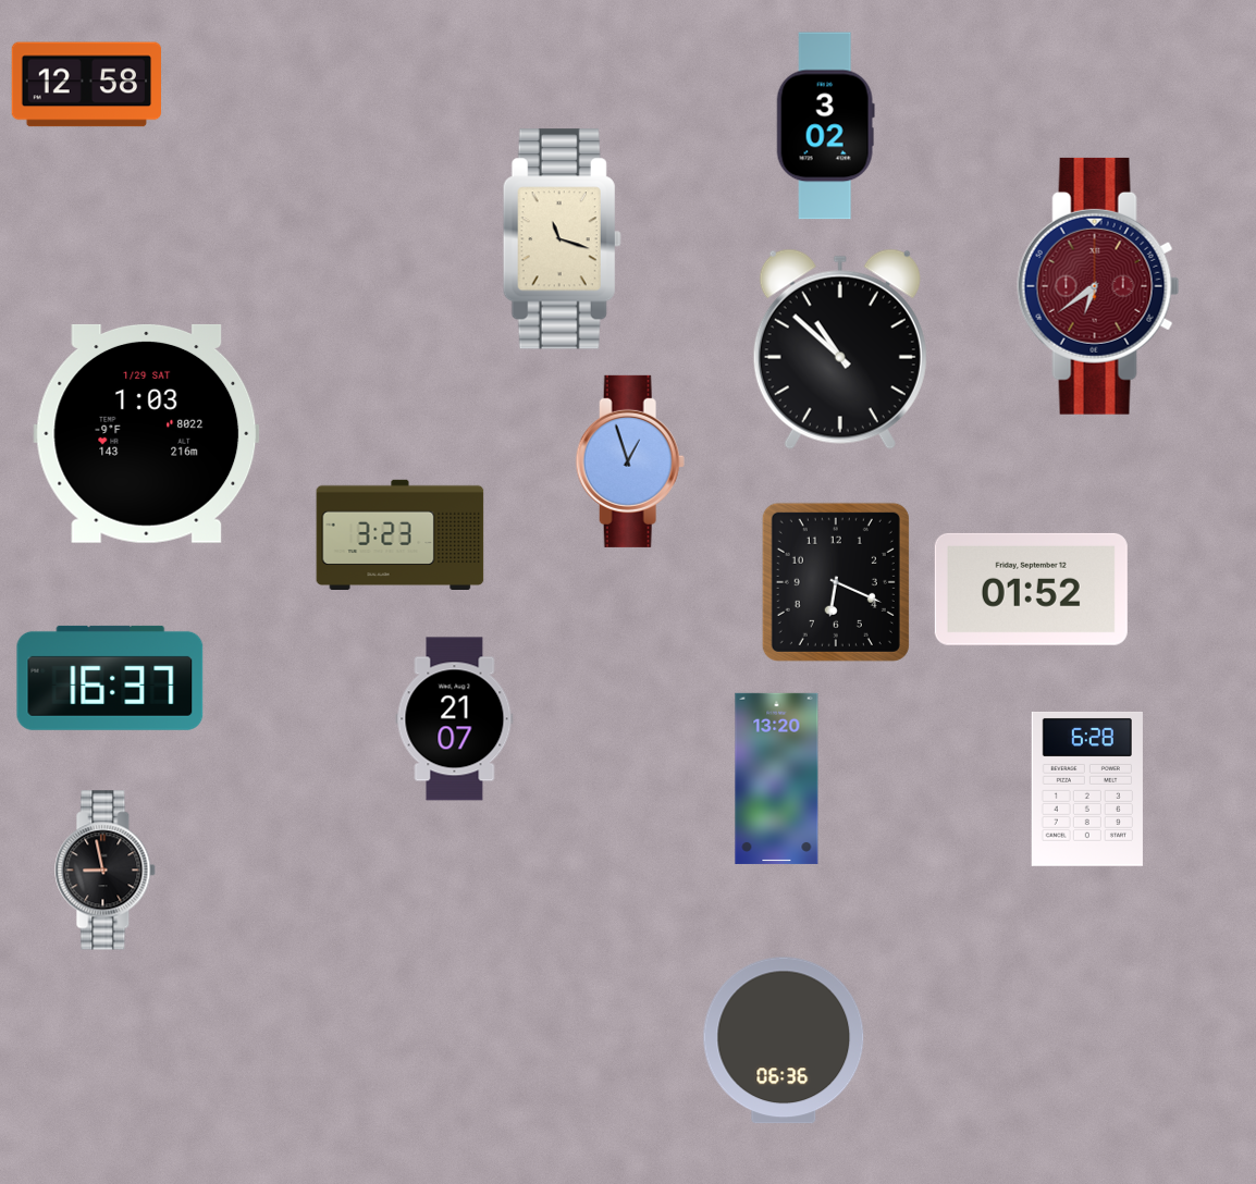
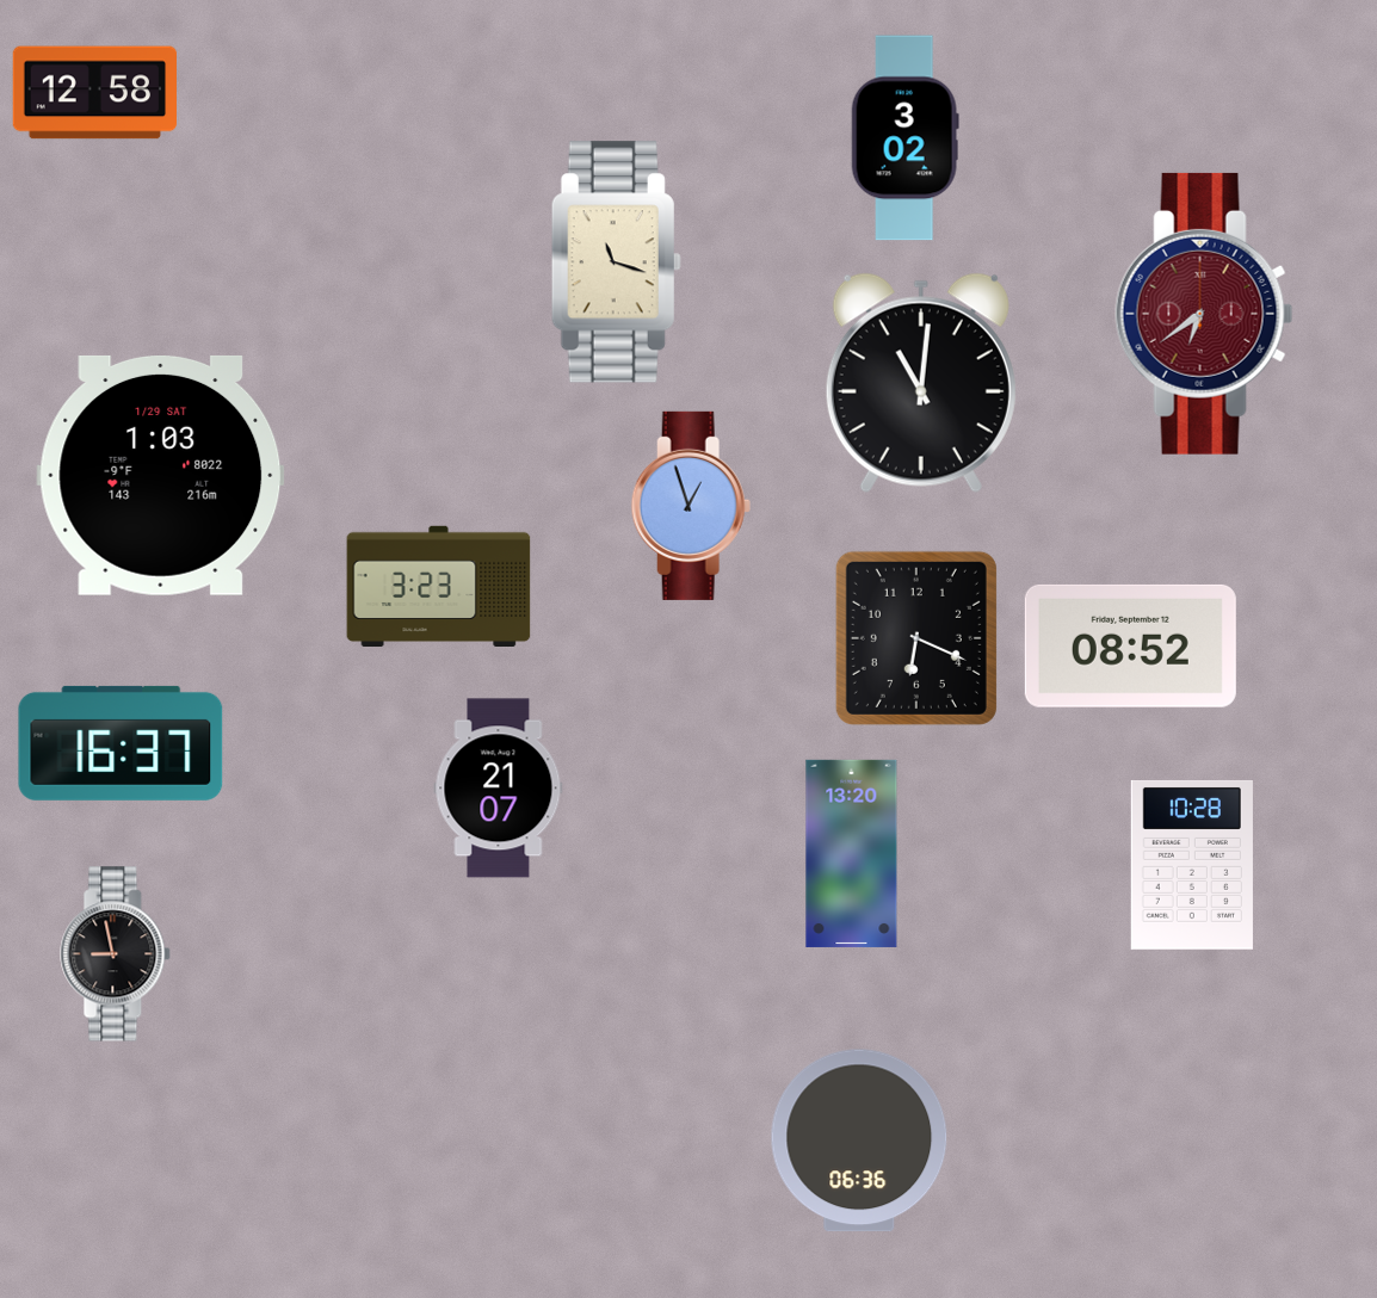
clock at (840, 349): 10:52 -> 11:01
clock at (1031, 589): 01:52 -> 08:52
clock at (1087, 789): 6:28 -> 10:28
